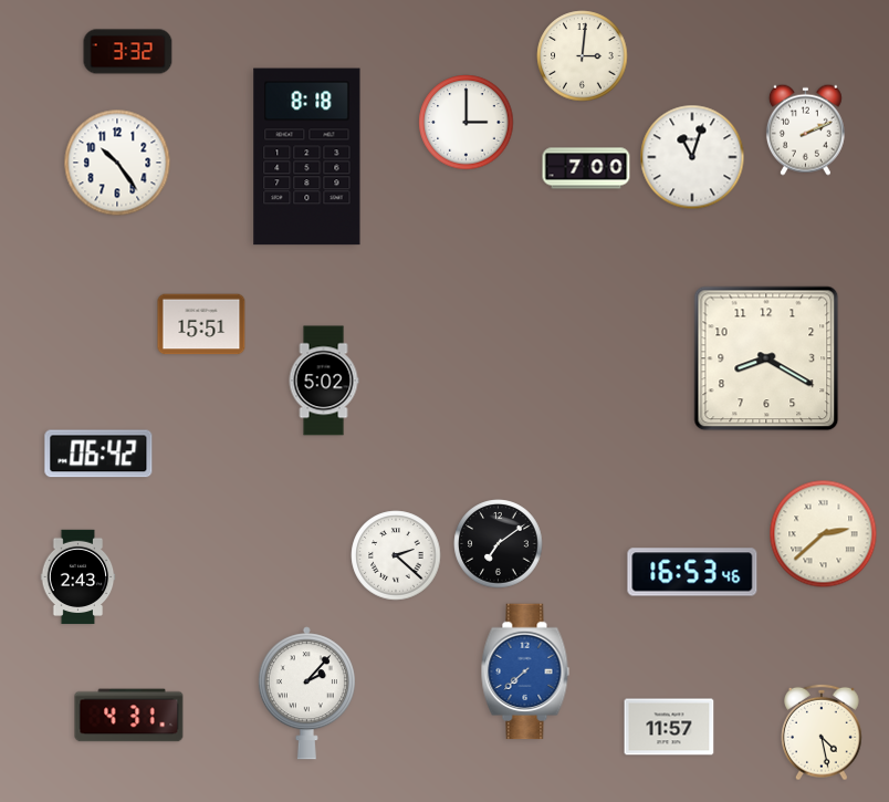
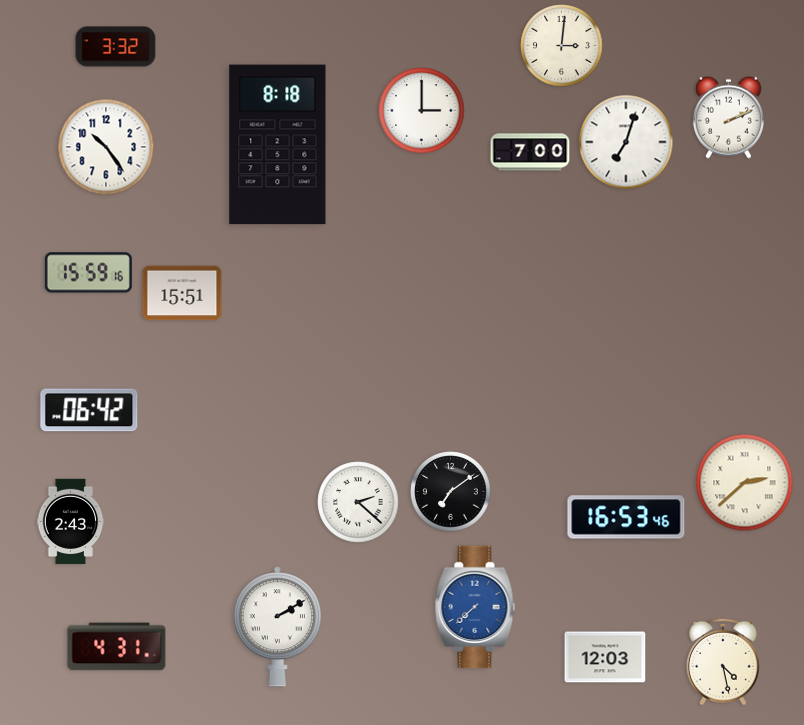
clock at (583, 56) position: (583, 56) -> (562, 46)
clock at (307, 157) position: (307, 157) -> (278, 145)
clock at (692, 157): 11:03 -> 7:03
clock at (88, 273): none -> 15:59
clock at (766, 358): 8:20 -> none
clock at (324, 381): 5:02 -> none
clock at (306, 694): 2:07 -> 2:10
clock at (669, 727): 11:57 -> 12:03
clock at (823, 732) position: (823, 732) -> (724, 662)
